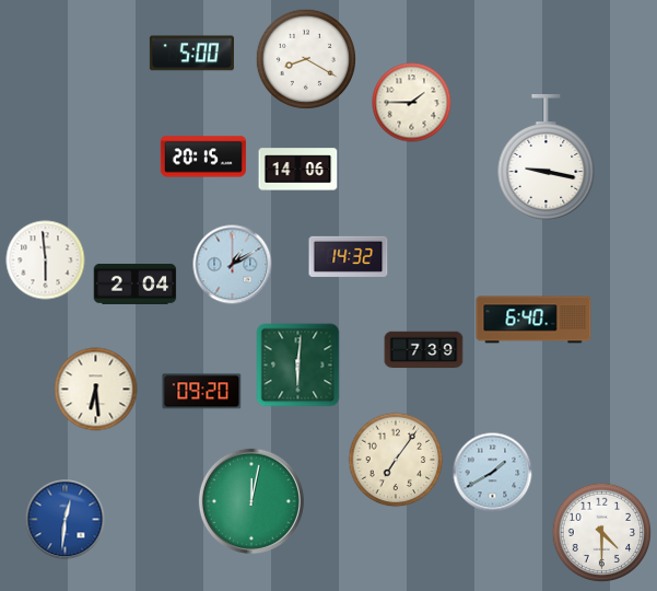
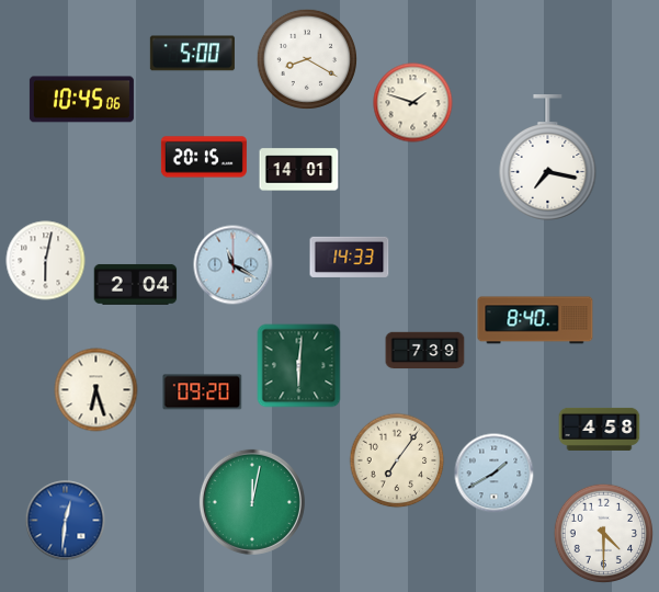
clock at (81, 100): none -> 10:45
clock at (412, 103): 1:45 -> 1:48
clock at (547, 158): 9:17 -> 7:17
clock at (298, 170): 14:06 -> 14:01
clock at (349, 256): 14:32 -> 14:33
clock at (46, 260): 5:59 -> 6:02
clock at (233, 265): 1:10 -> 11:20
clock at (533, 320): 6:40 -> 8:40
clock at (96, 390): 6:29 -> 6:27
clock at (600, 429): none -> 4:58
